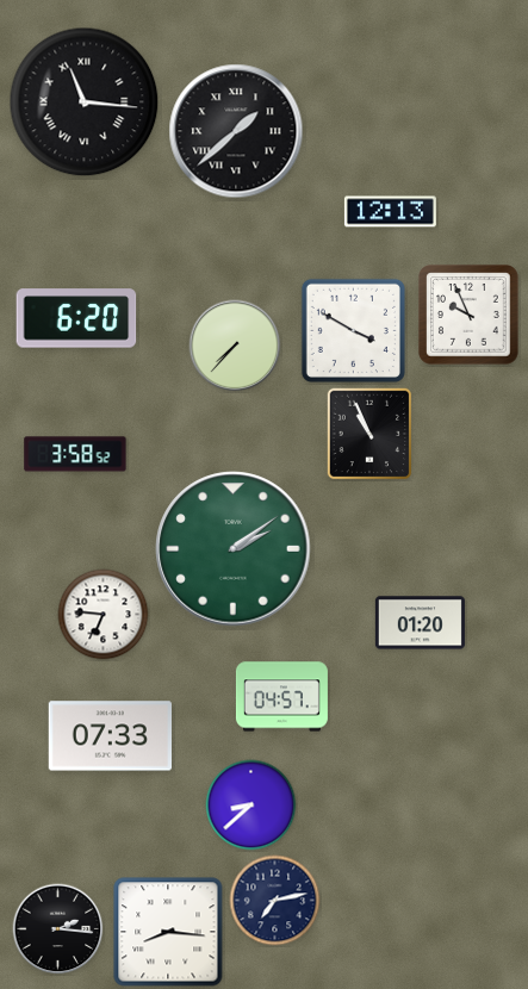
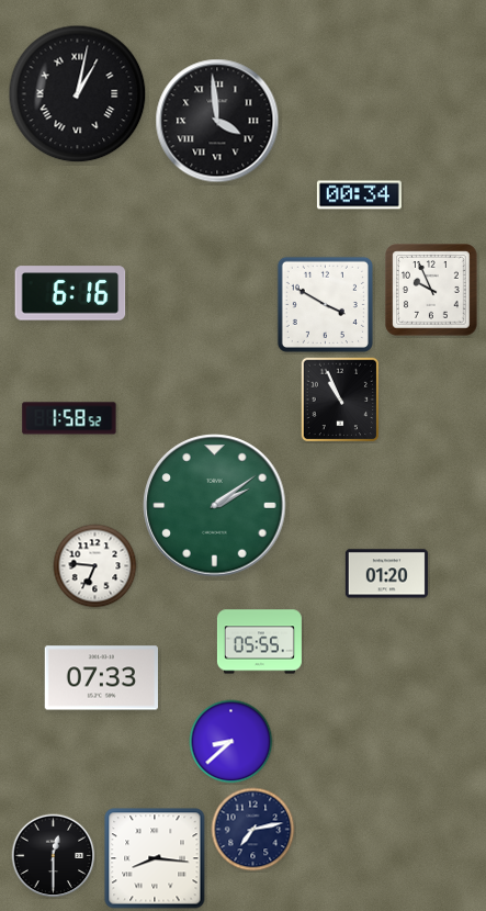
clock at (85, 102): 11:16 -> 1:02
clock at (236, 131): 1:38 -> 3:59
clock at (390, 212): 12:13 -> 00:34
clock at (76, 318): 6:20 -> 6:16
clock at (235, 346): 7:37 -> none
clock at (75, 454): 3:58 -> 1:58
clock at (281, 697): 04:57 -> 05:55
clock at (58, 929): 2:16 -> 12:30
